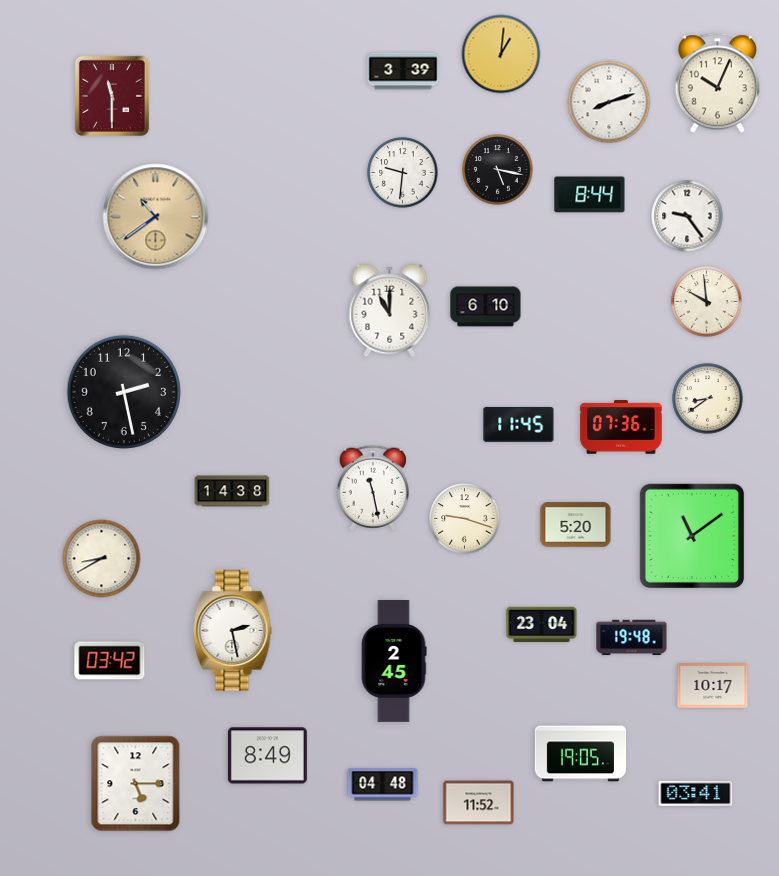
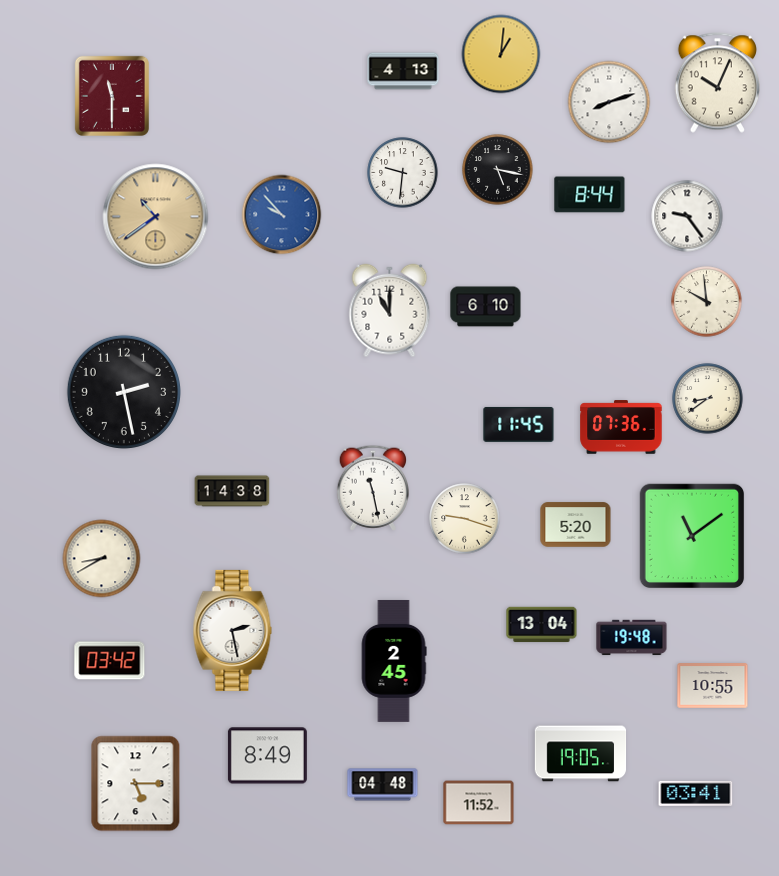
clock at (403, 71): 3:39 -> 4:13
clock at (282, 215): none -> 9:53
clock at (542, 625): 23:04 -> 13:04
clock at (713, 686): 10:17 -> 10:55
